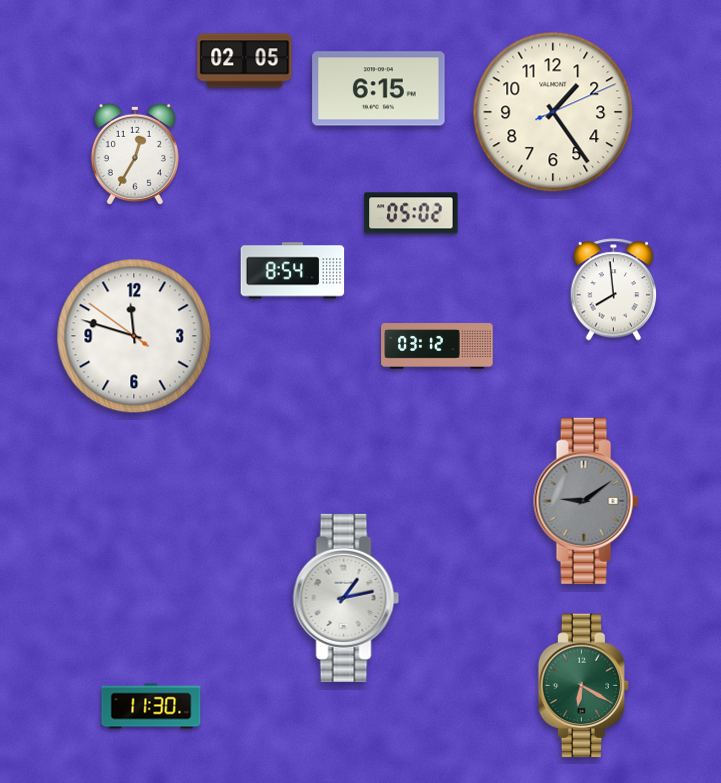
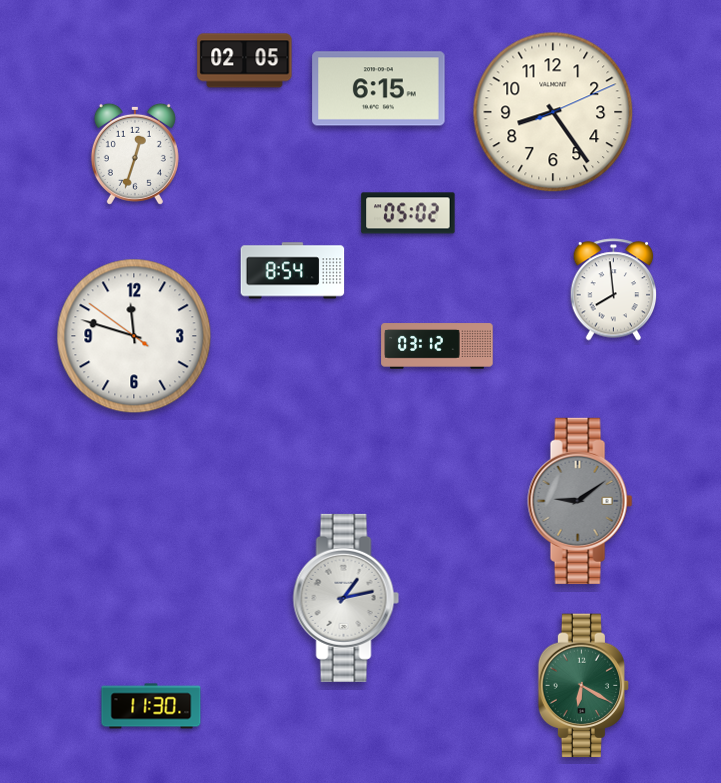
clock at (553, 112): 1:24 -> 8:24
clock at (135, 154): 12:35 -> 12:33
clock at (411, 213) position: (411, 213) -> (408, 213)
clock at (586, 501) position: (586, 501) -> (580, 501)
